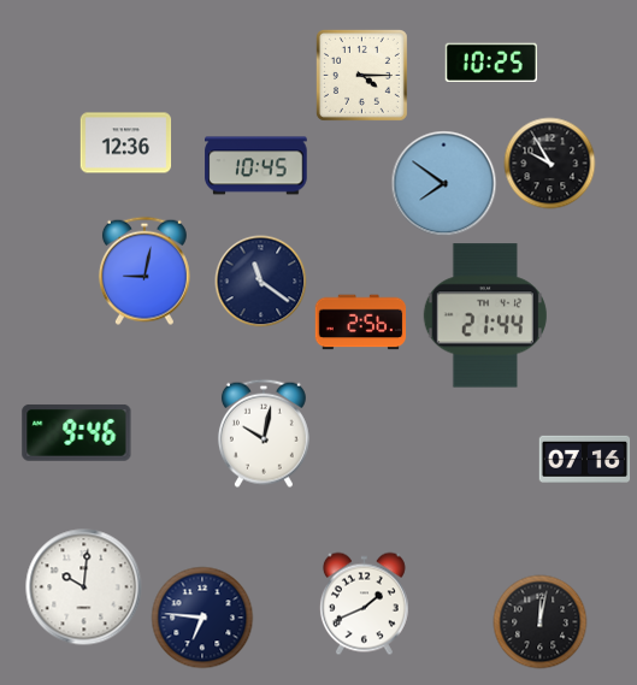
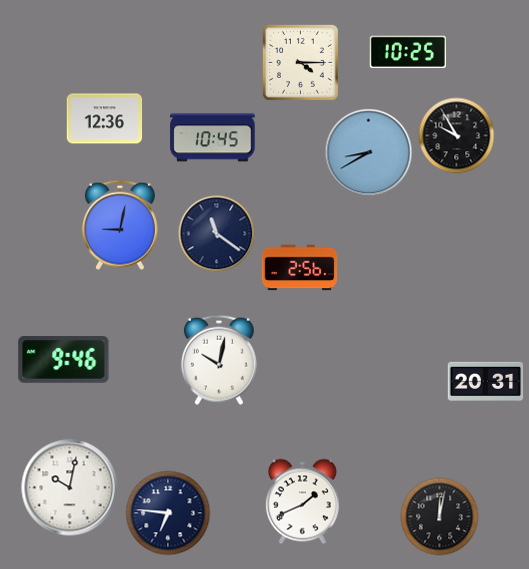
clock at (444, 184): 7:51 -> 8:40
clock at (485, 315): 21:44 -> none
clock at (585, 459): 07:16 -> 20:31
clock at (84, 587): 10:01 -> 10:02
clock at (541, 622) position: (541, 622) -> (440, 517)
